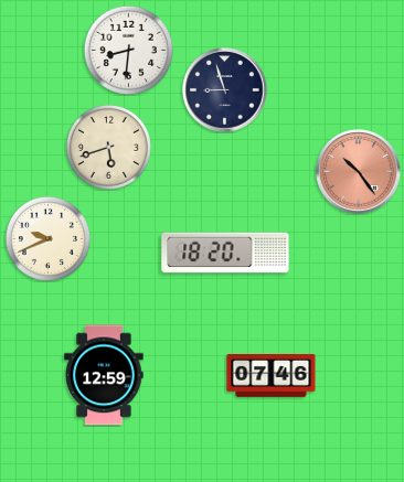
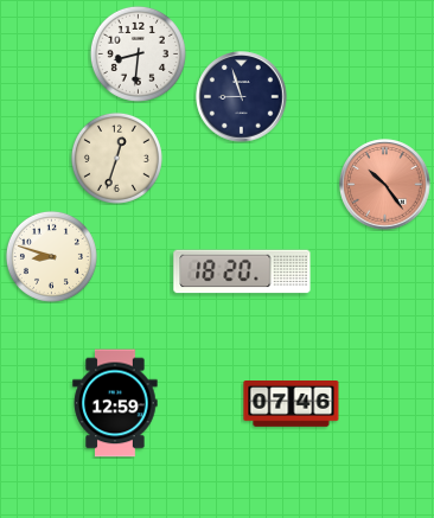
clock at (108, 147): 5:42 -> 12:33
clock at (47, 238): 9:41 -> 8:48
clock at (104, 375) position: (104, 375) -> (115, 403)
